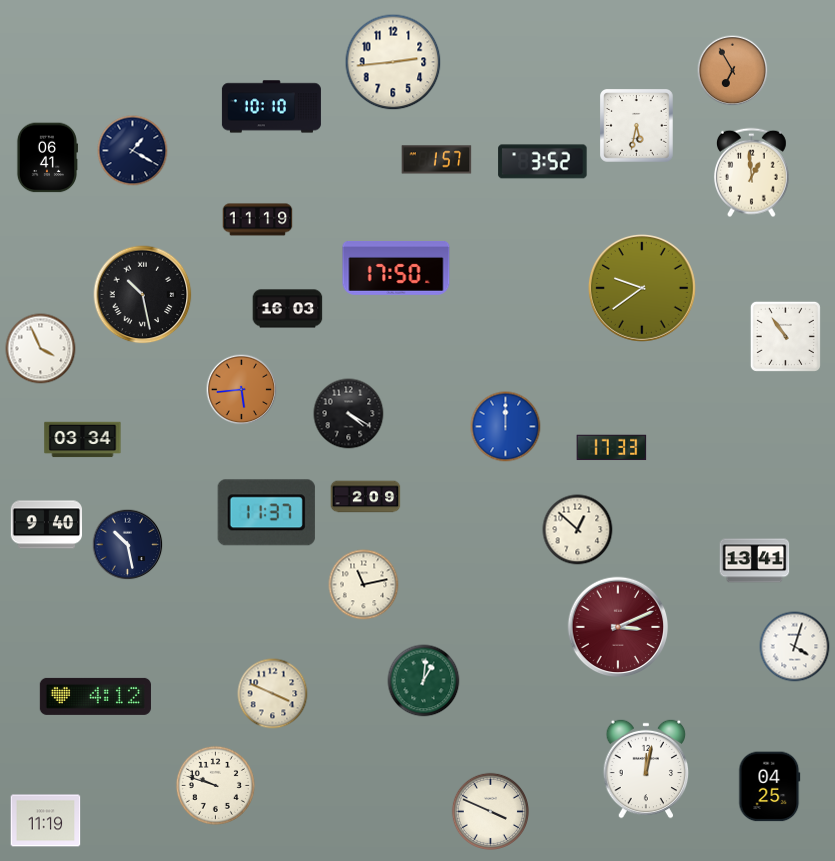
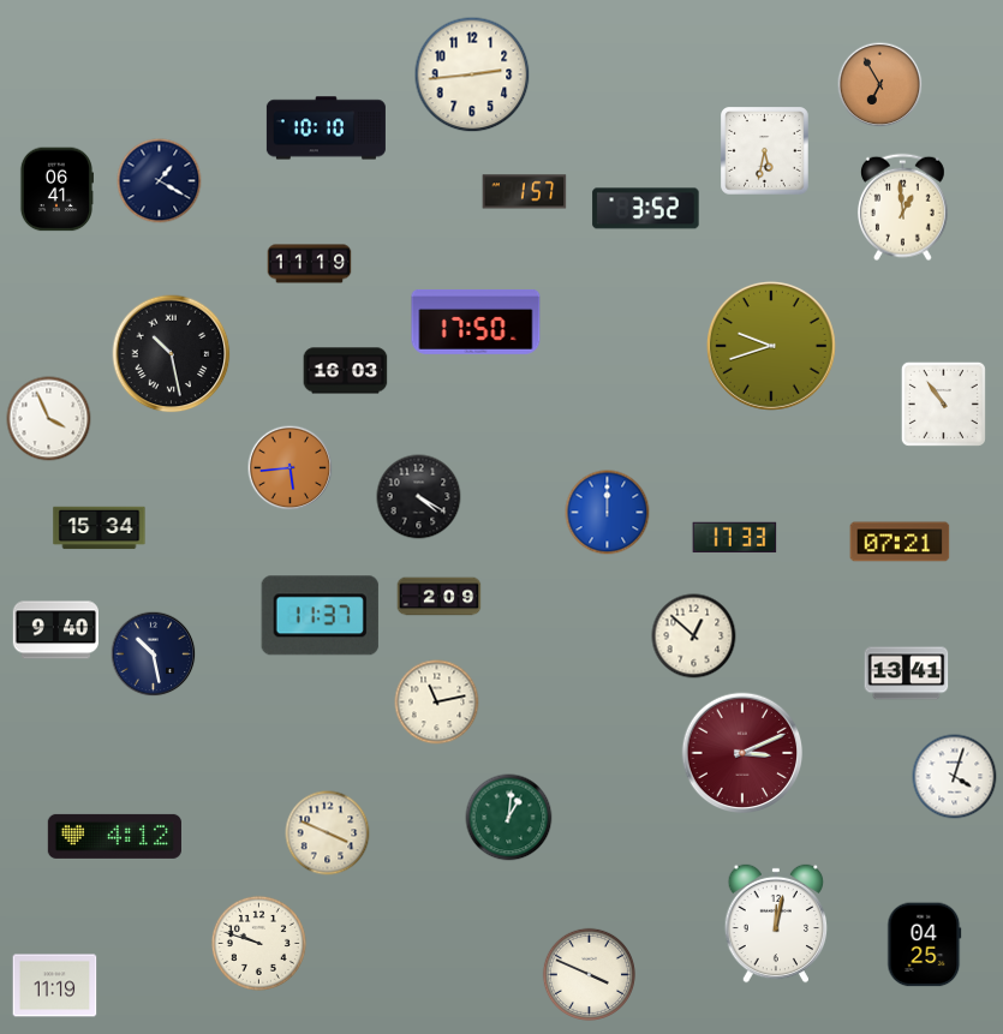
clock at (543, 162) position: (543, 162) -> (646, 209)
clock at (642, 288): 9:39 -> 9:42
clock at (83, 440): 03:34 -> 15:34
clock at (900, 542): none -> 07:21
